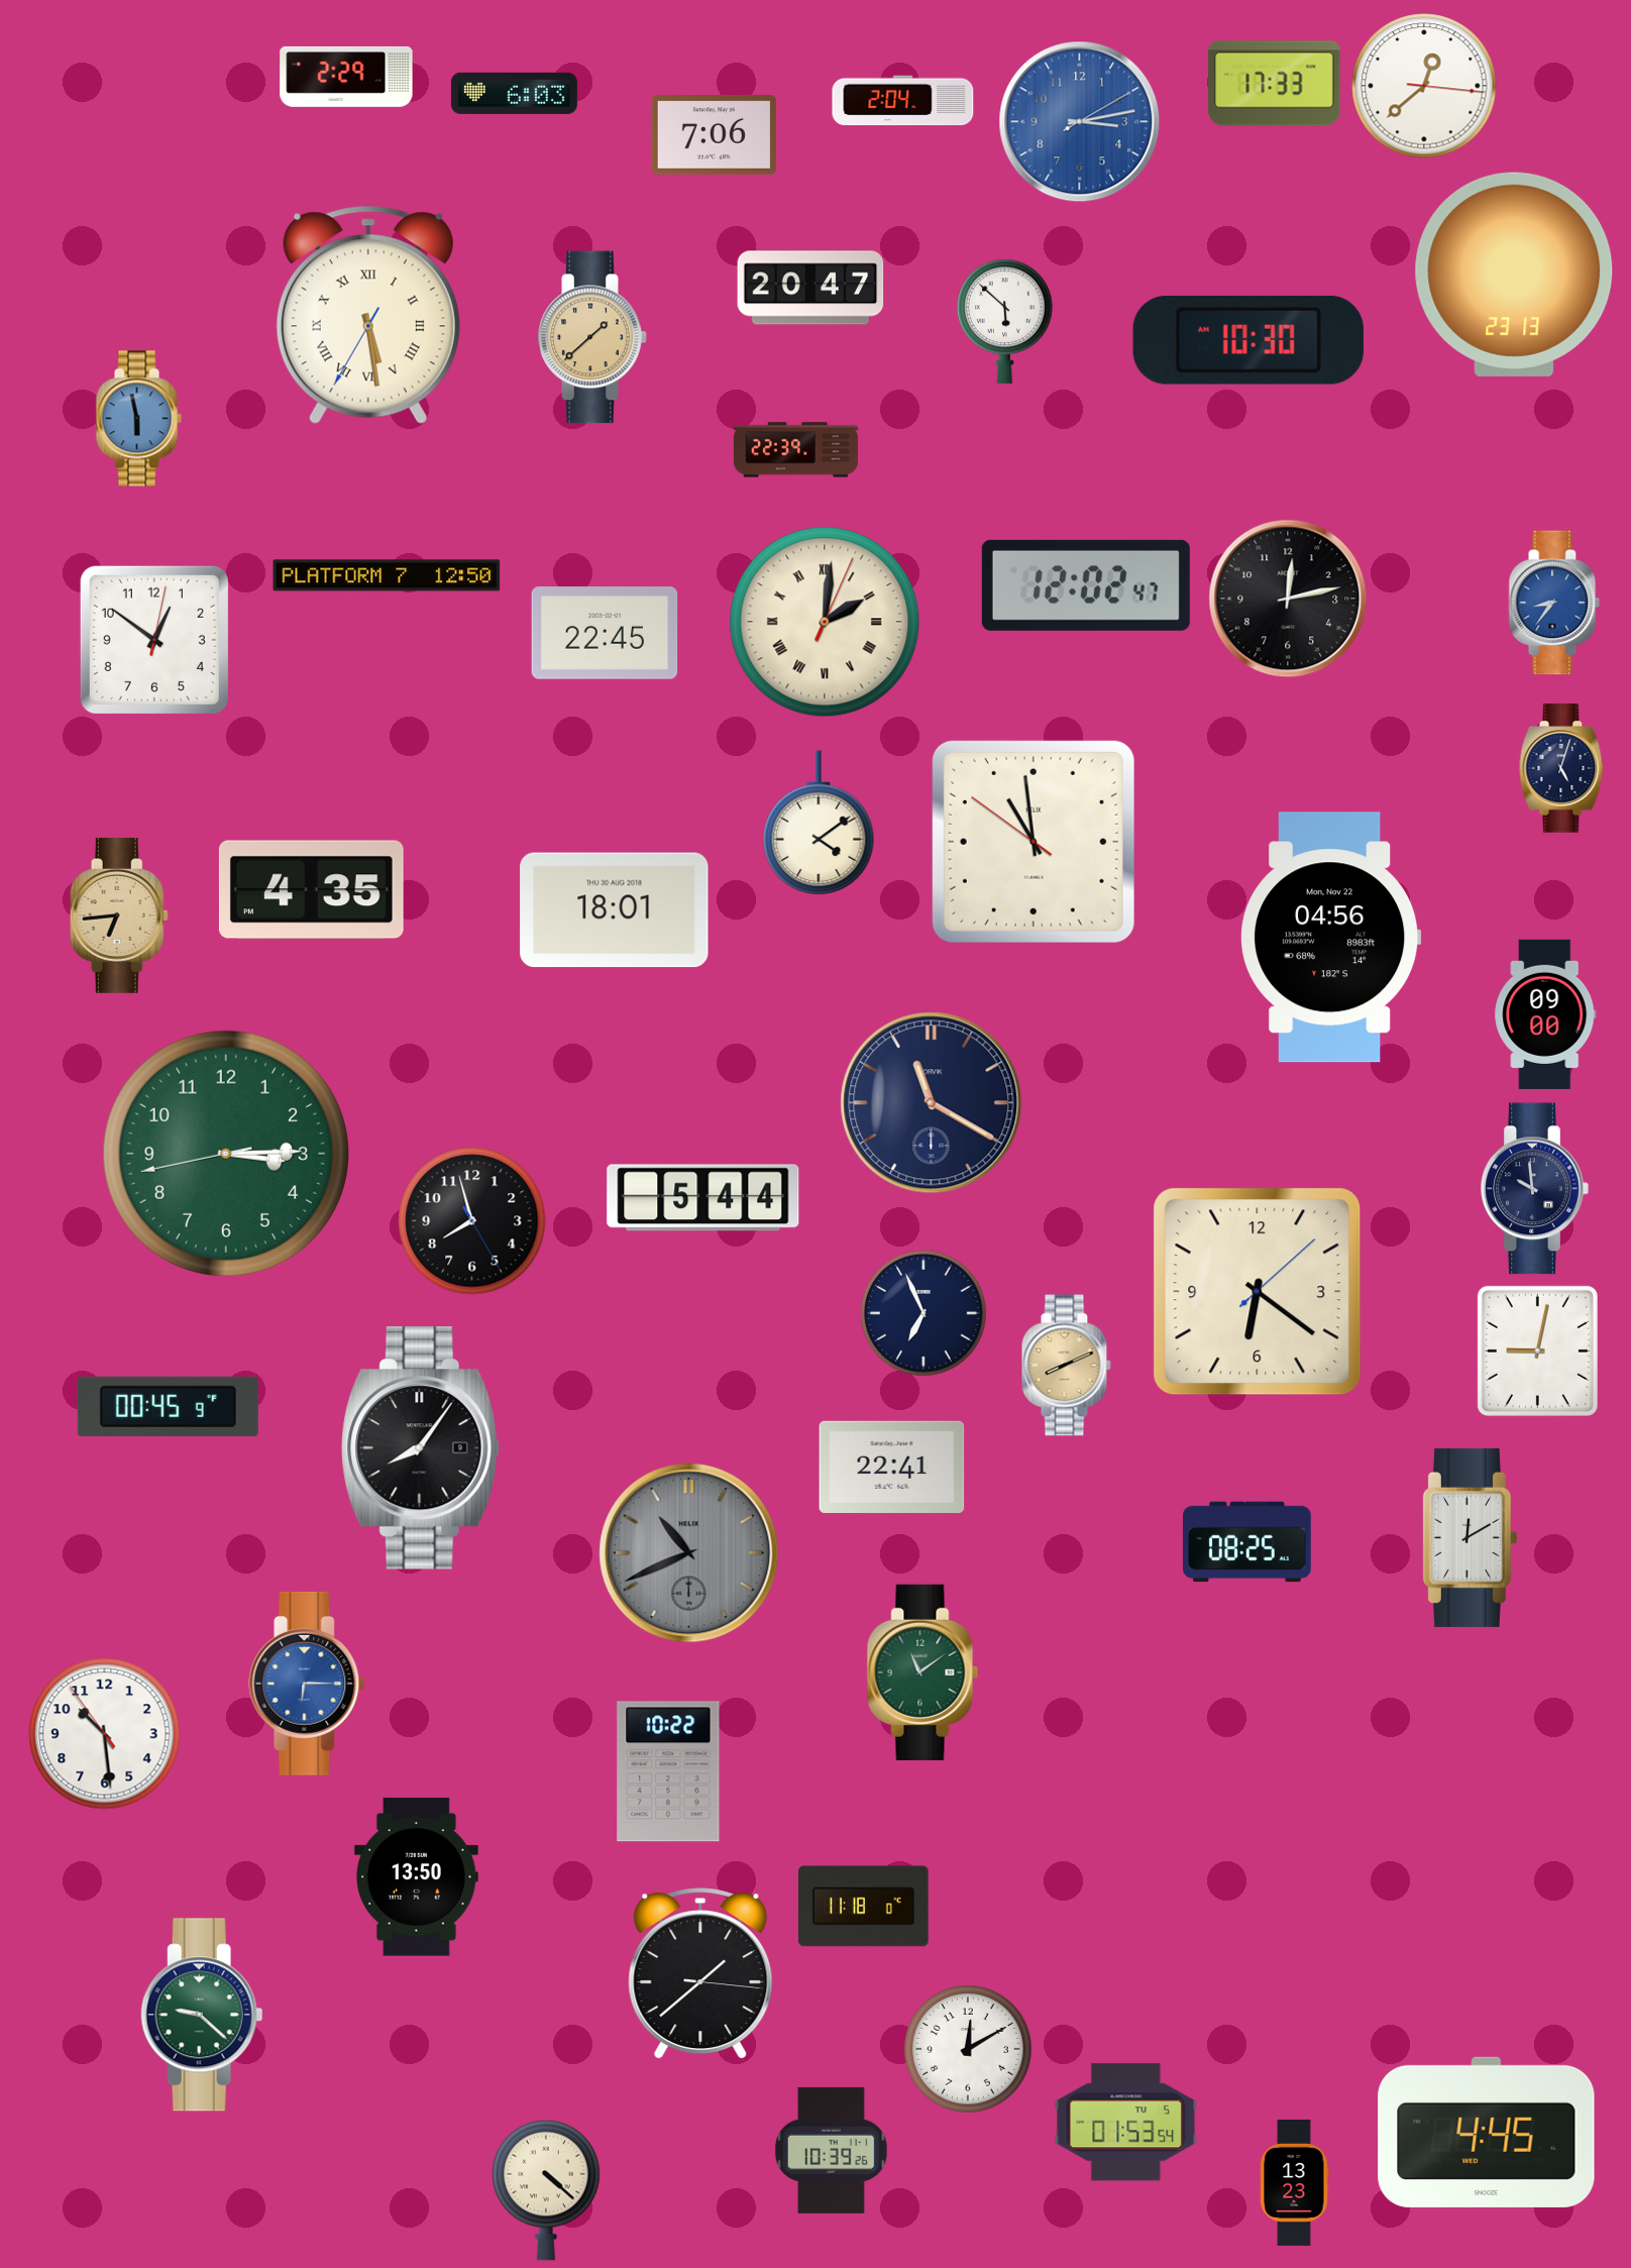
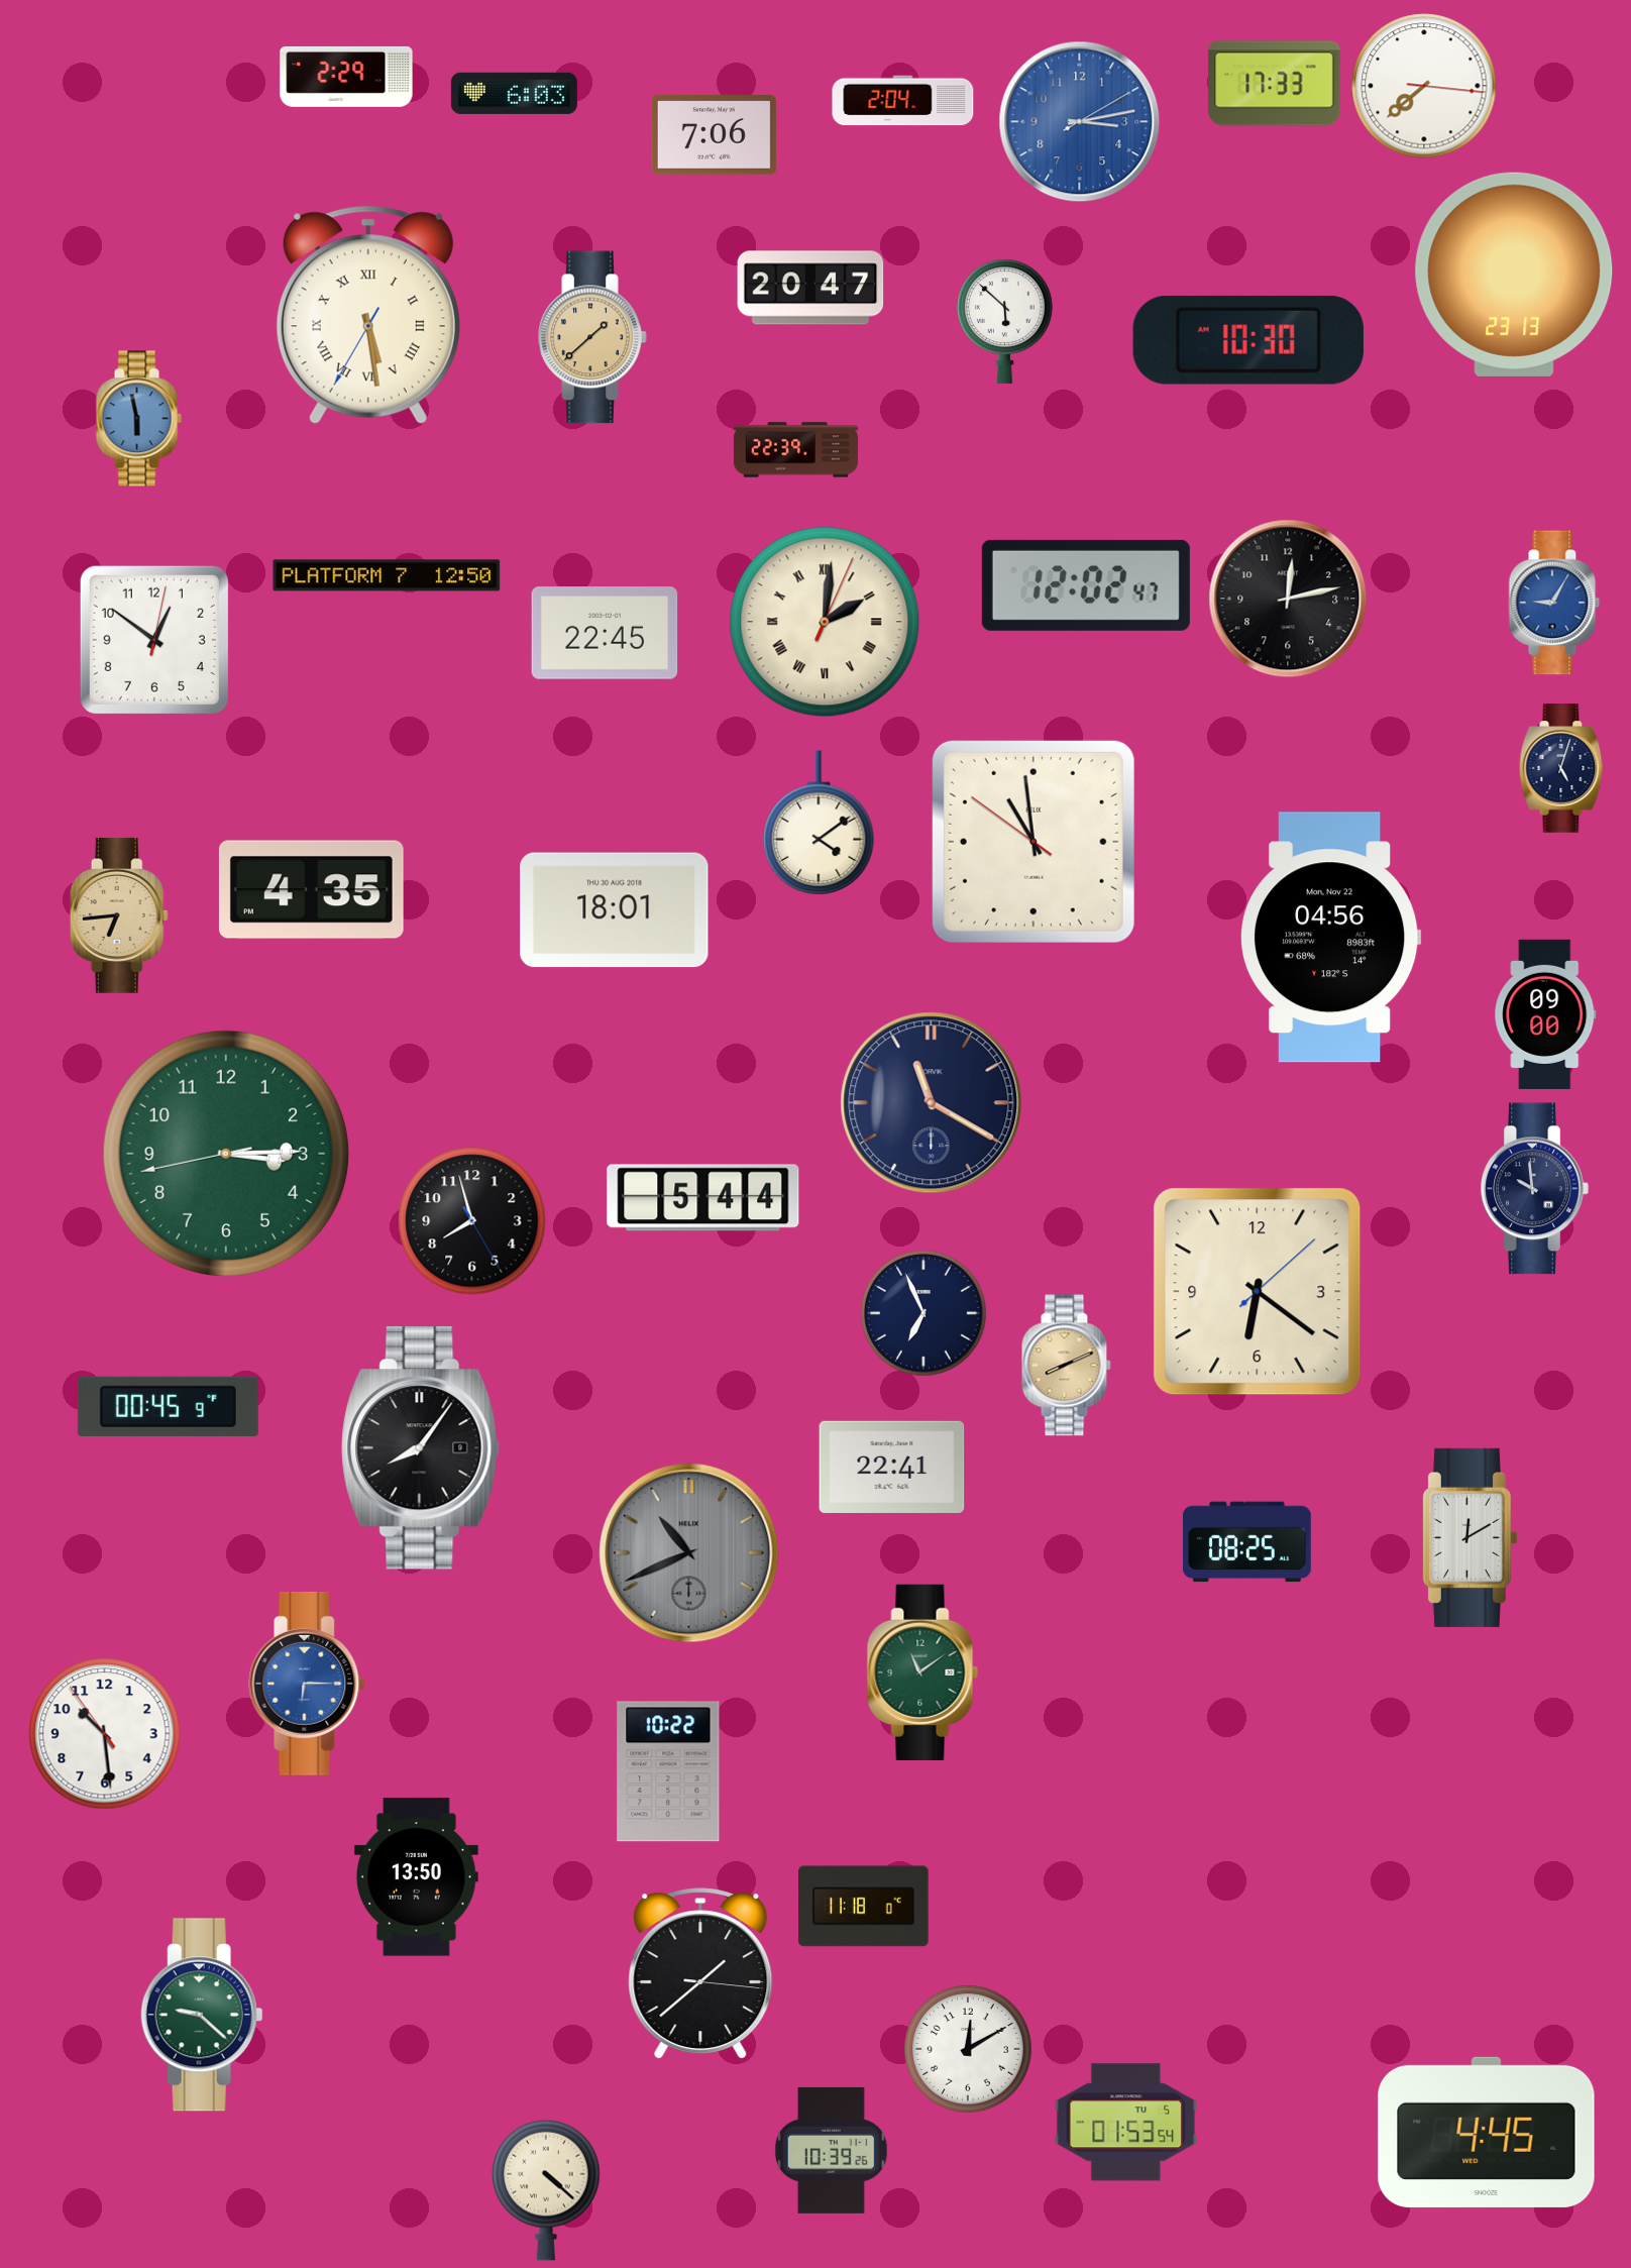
clock at (1424, 86): 12:38 -> 7:38
clock at (1554, 603): 8:36 -> 9:05
clock at (1537, 1351): 9:02 -> none
clock at (1295, 2182): 13:23 -> none
